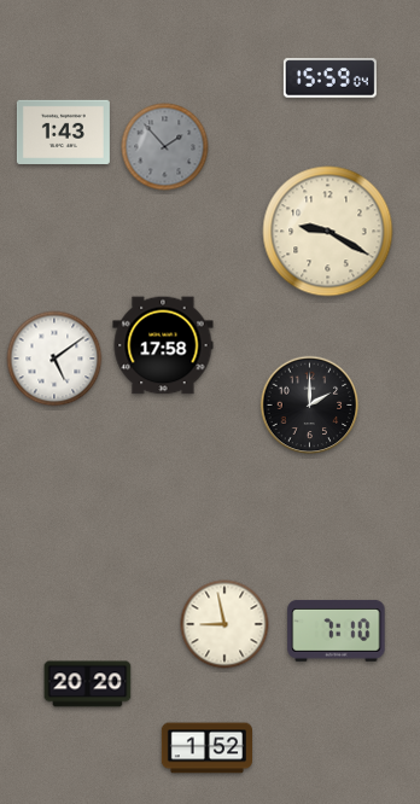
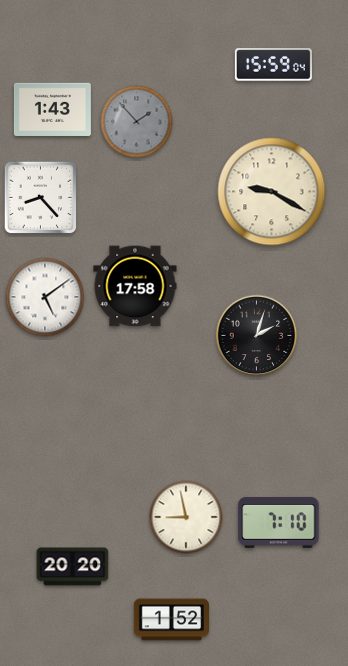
clock at (41, 198): none -> 8:23
clock at (310, 406): 2:00 -> 2:03
